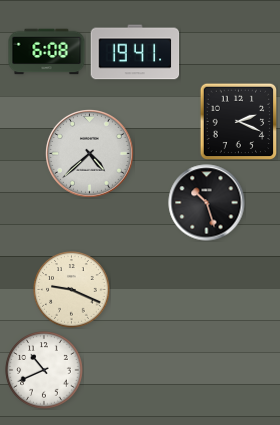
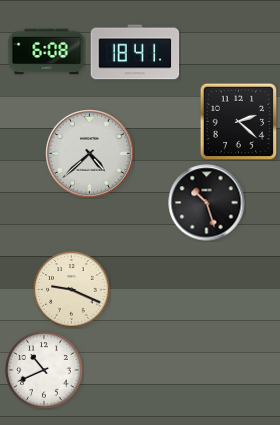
clock at (135, 52): 19:41 -> 18:41
clock at (238, 121): 2:19 -> 2:22
